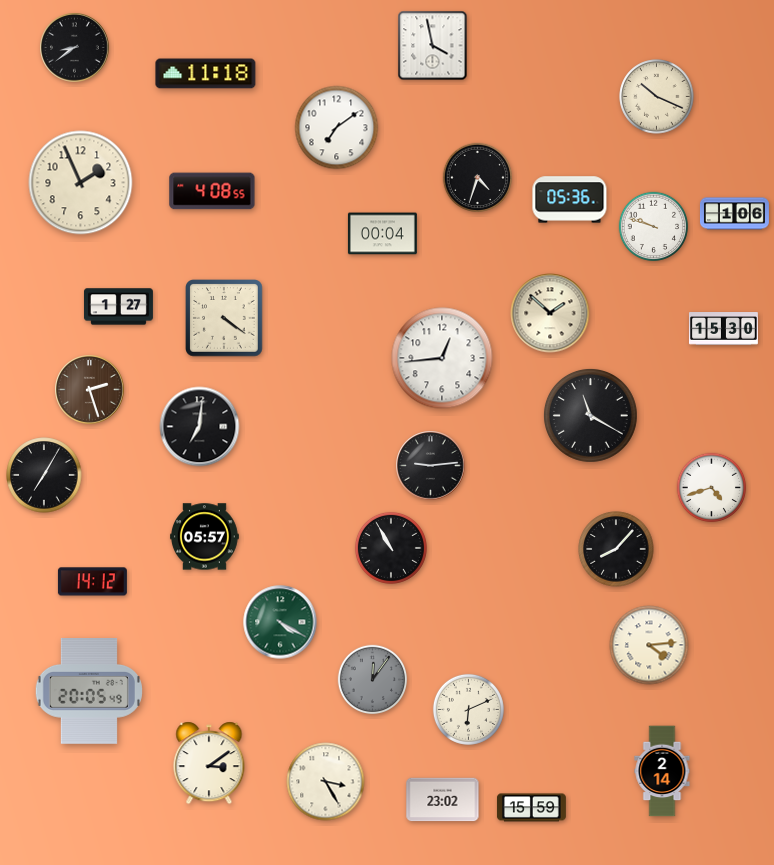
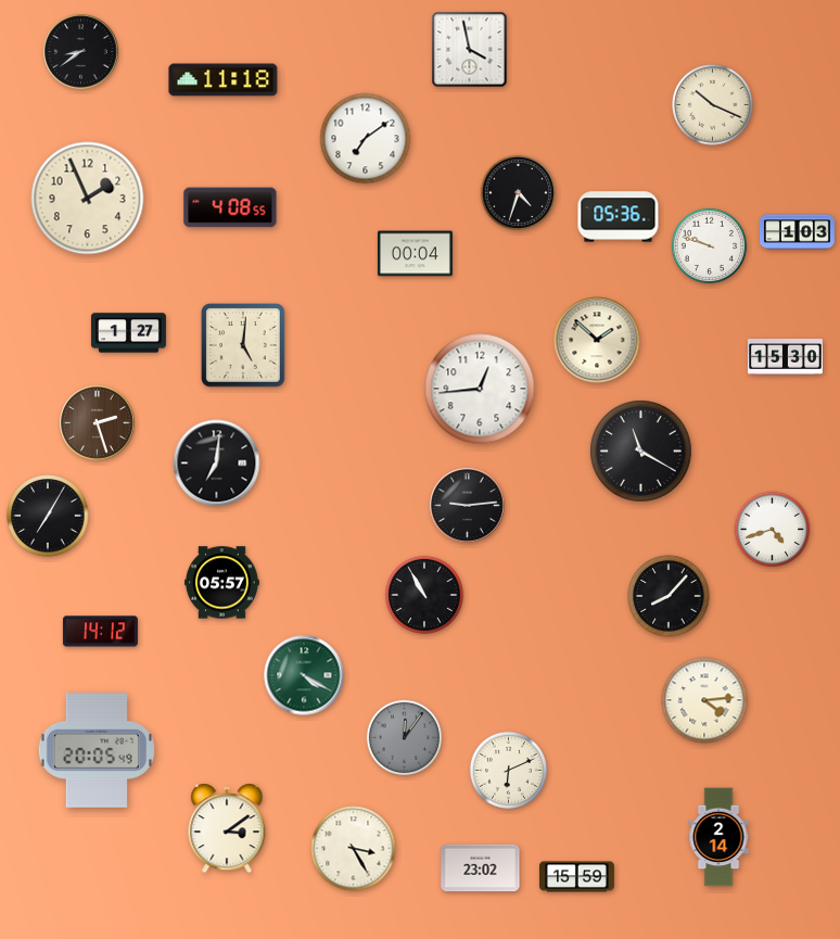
clock at (734, 214): 1:06 -> 1:03
clock at (225, 319): 4:21 -> 5:01
